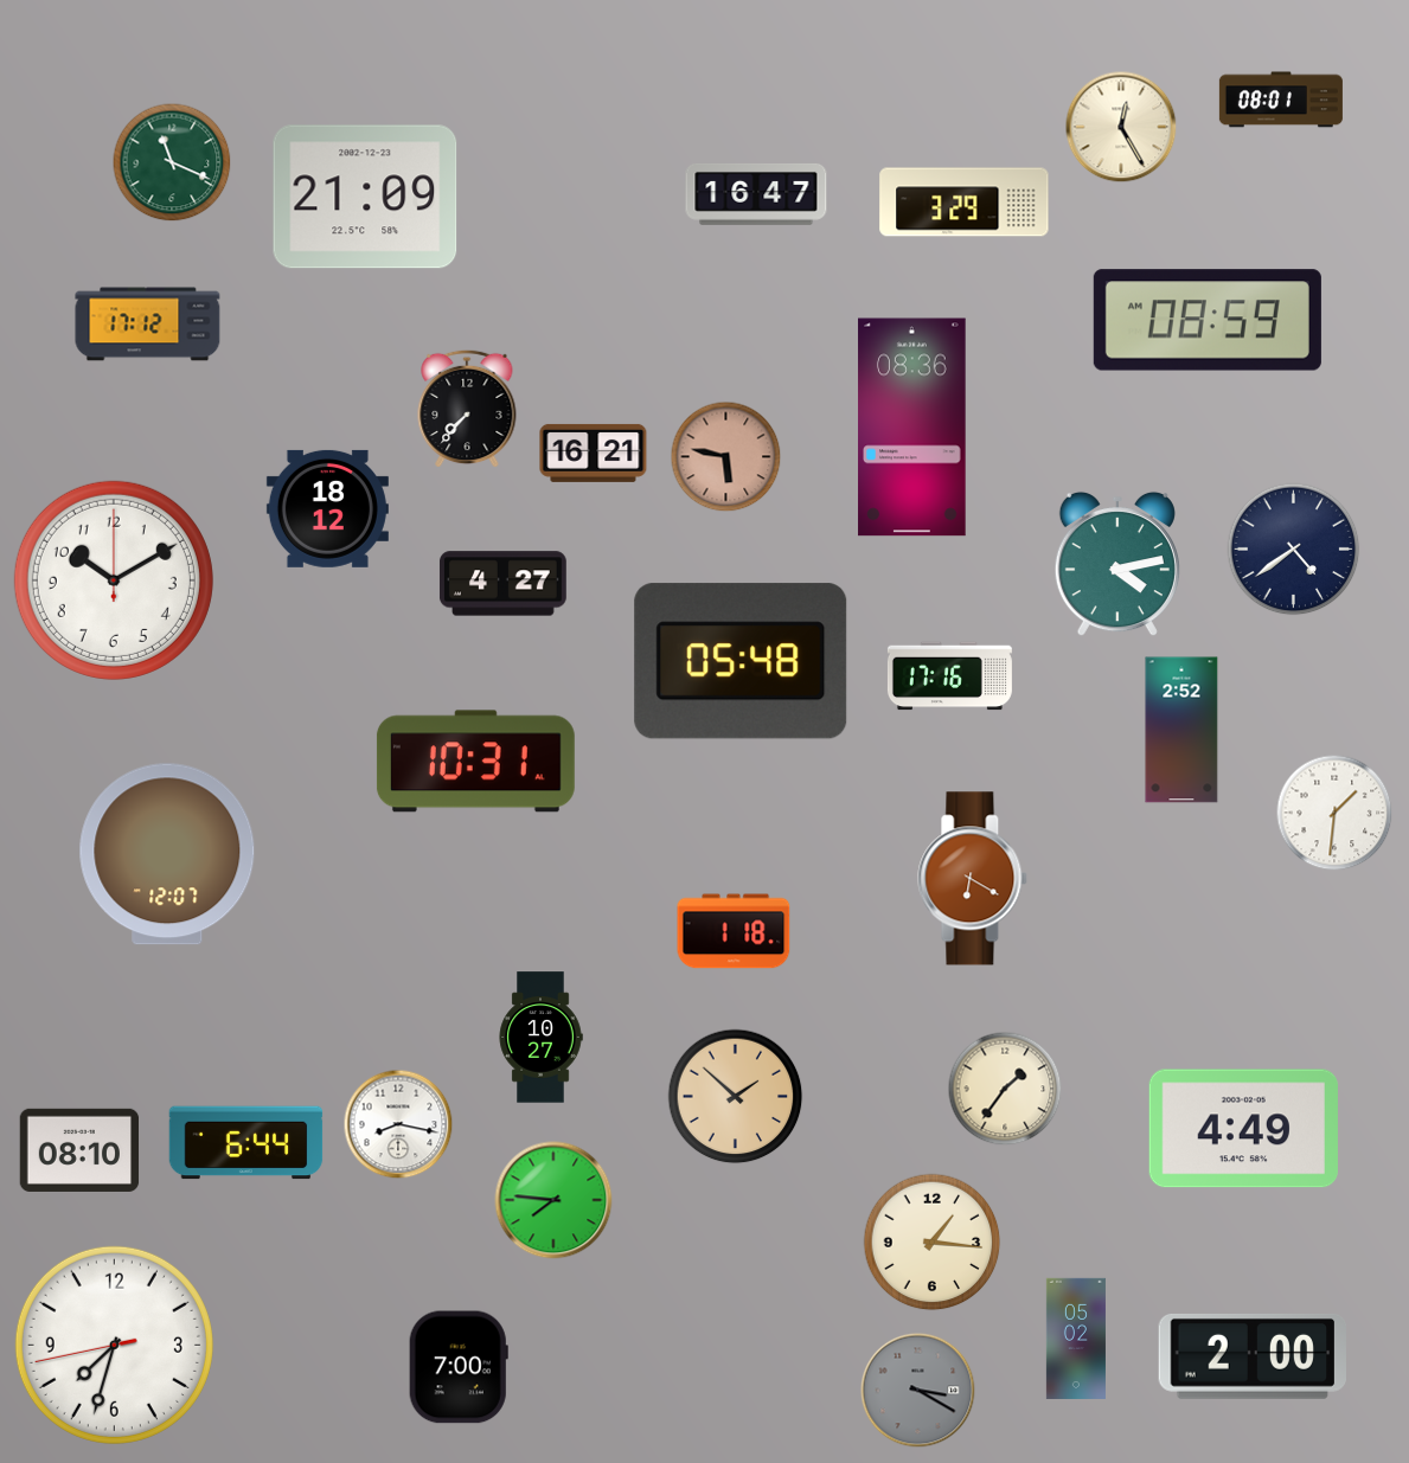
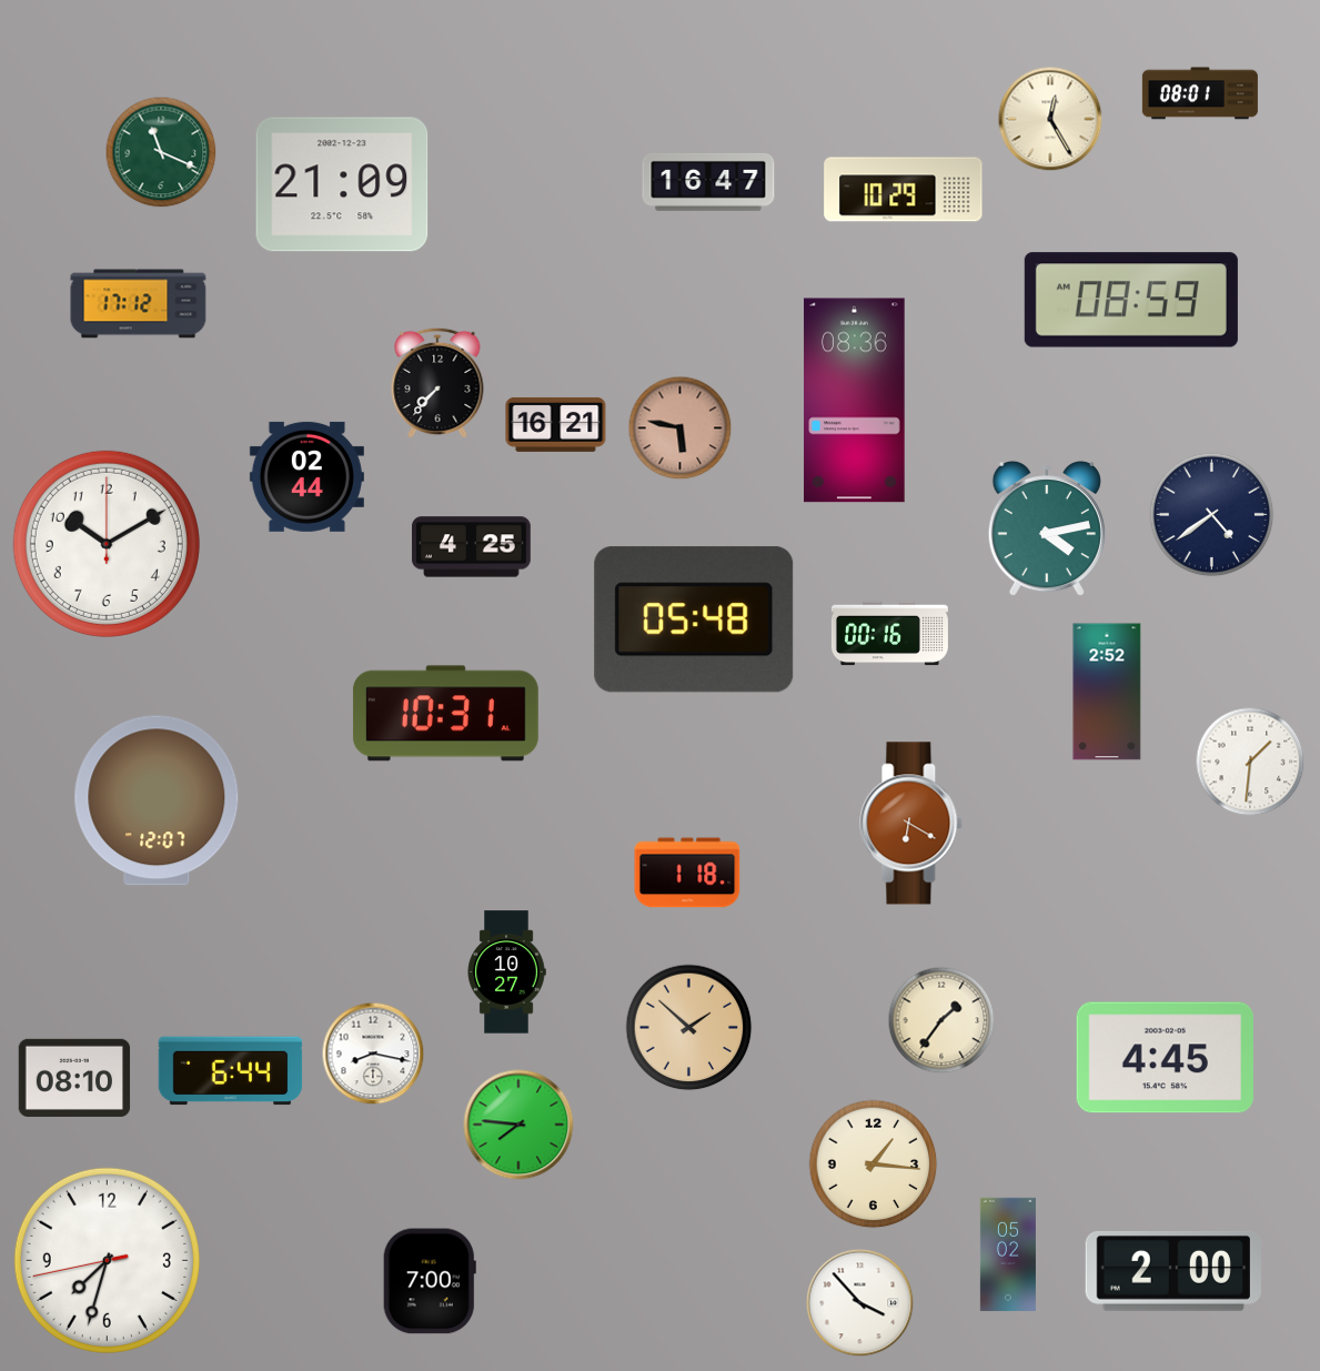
clock at (965, 203): 3:29 -> 10:29
clock at (327, 508): 18:12 -> 02:44
clock at (502, 584): 4:27 -> 4:25
clock at (949, 676): 17:16 -> 00:16
clock at (1181, 730) position: (1181, 730) -> (1107, 692)
clock at (1243, 1129): 4:49 -> 4:45
clock at (918, 1391): 3:20 -> 3:53
clock at (918, 1391) dial: grey -> white
